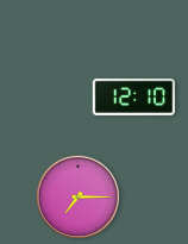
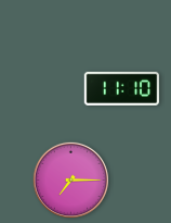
clock at (134, 96): 12:10 -> 11:10
